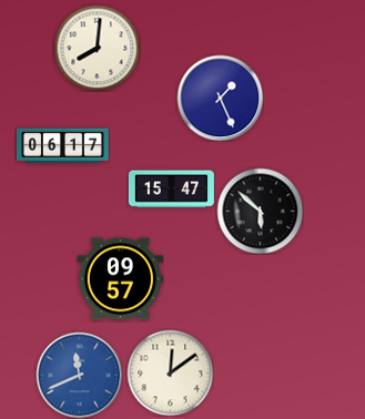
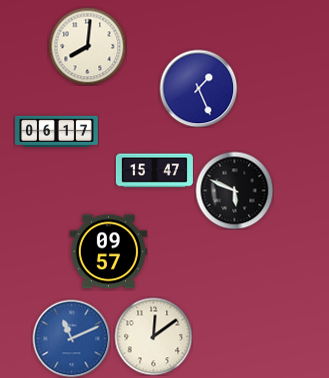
clock at (97, 48) position: (97, 48) -> (87, 46)
clock at (260, 211): 5:52 -> 5:49
clock at (79, 375): 11:41 -> 11:11
